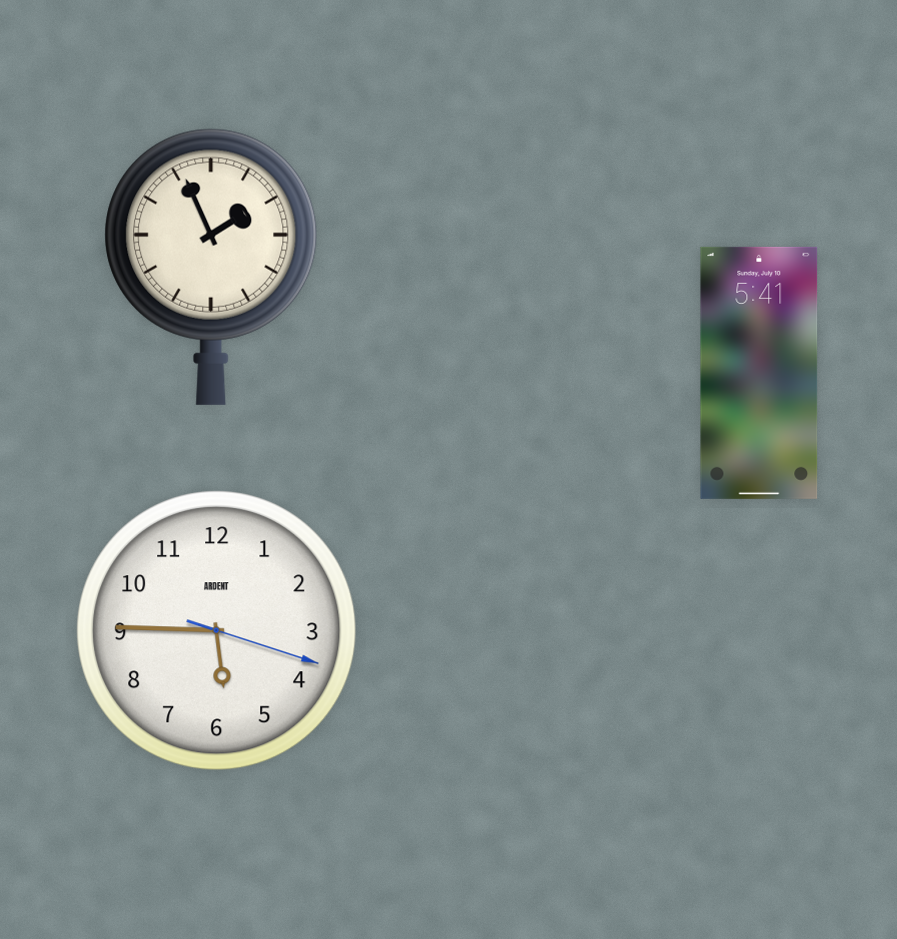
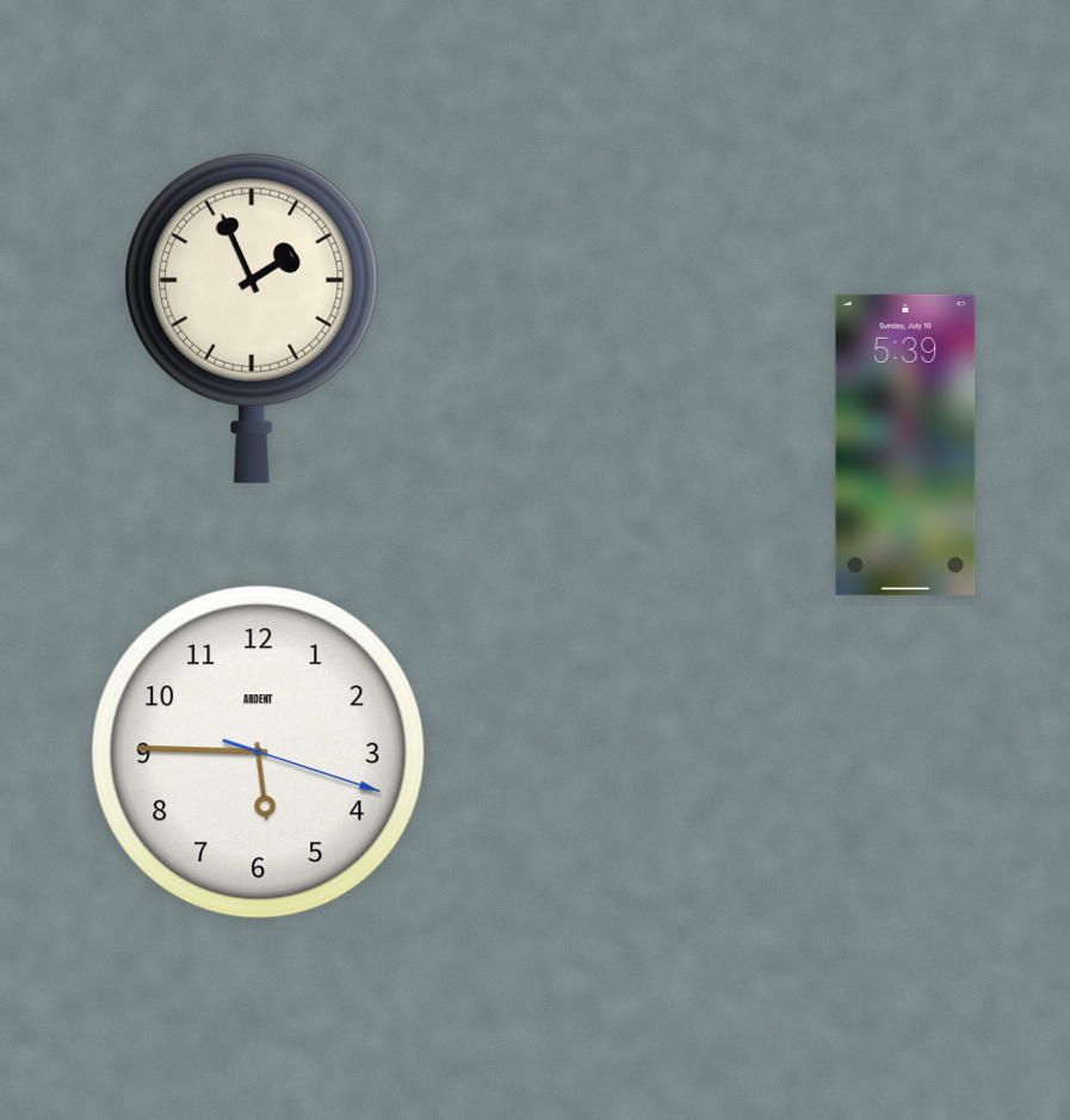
clock at (759, 373): 5:41 -> 5:39
